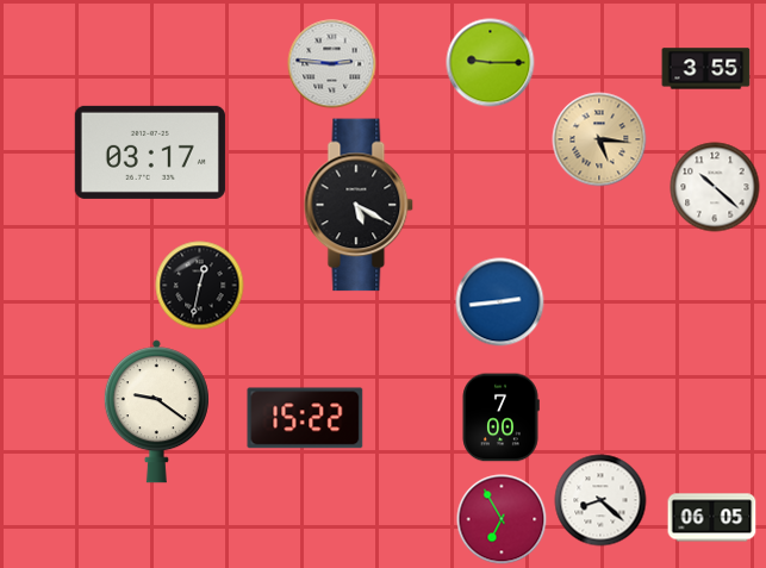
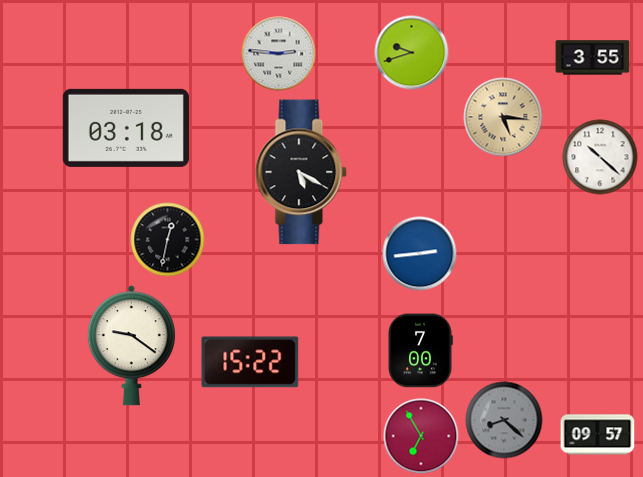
clock at (491, 63): 9:15 -> 9:42
clock at (150, 152): 03:17 -> 03:18
clock at (305, 418) position: (305, 418) -> (250, 362)
clock at (600, 500) dial: white -> grey
clock at (712, 518): 06:05 -> 09:57
